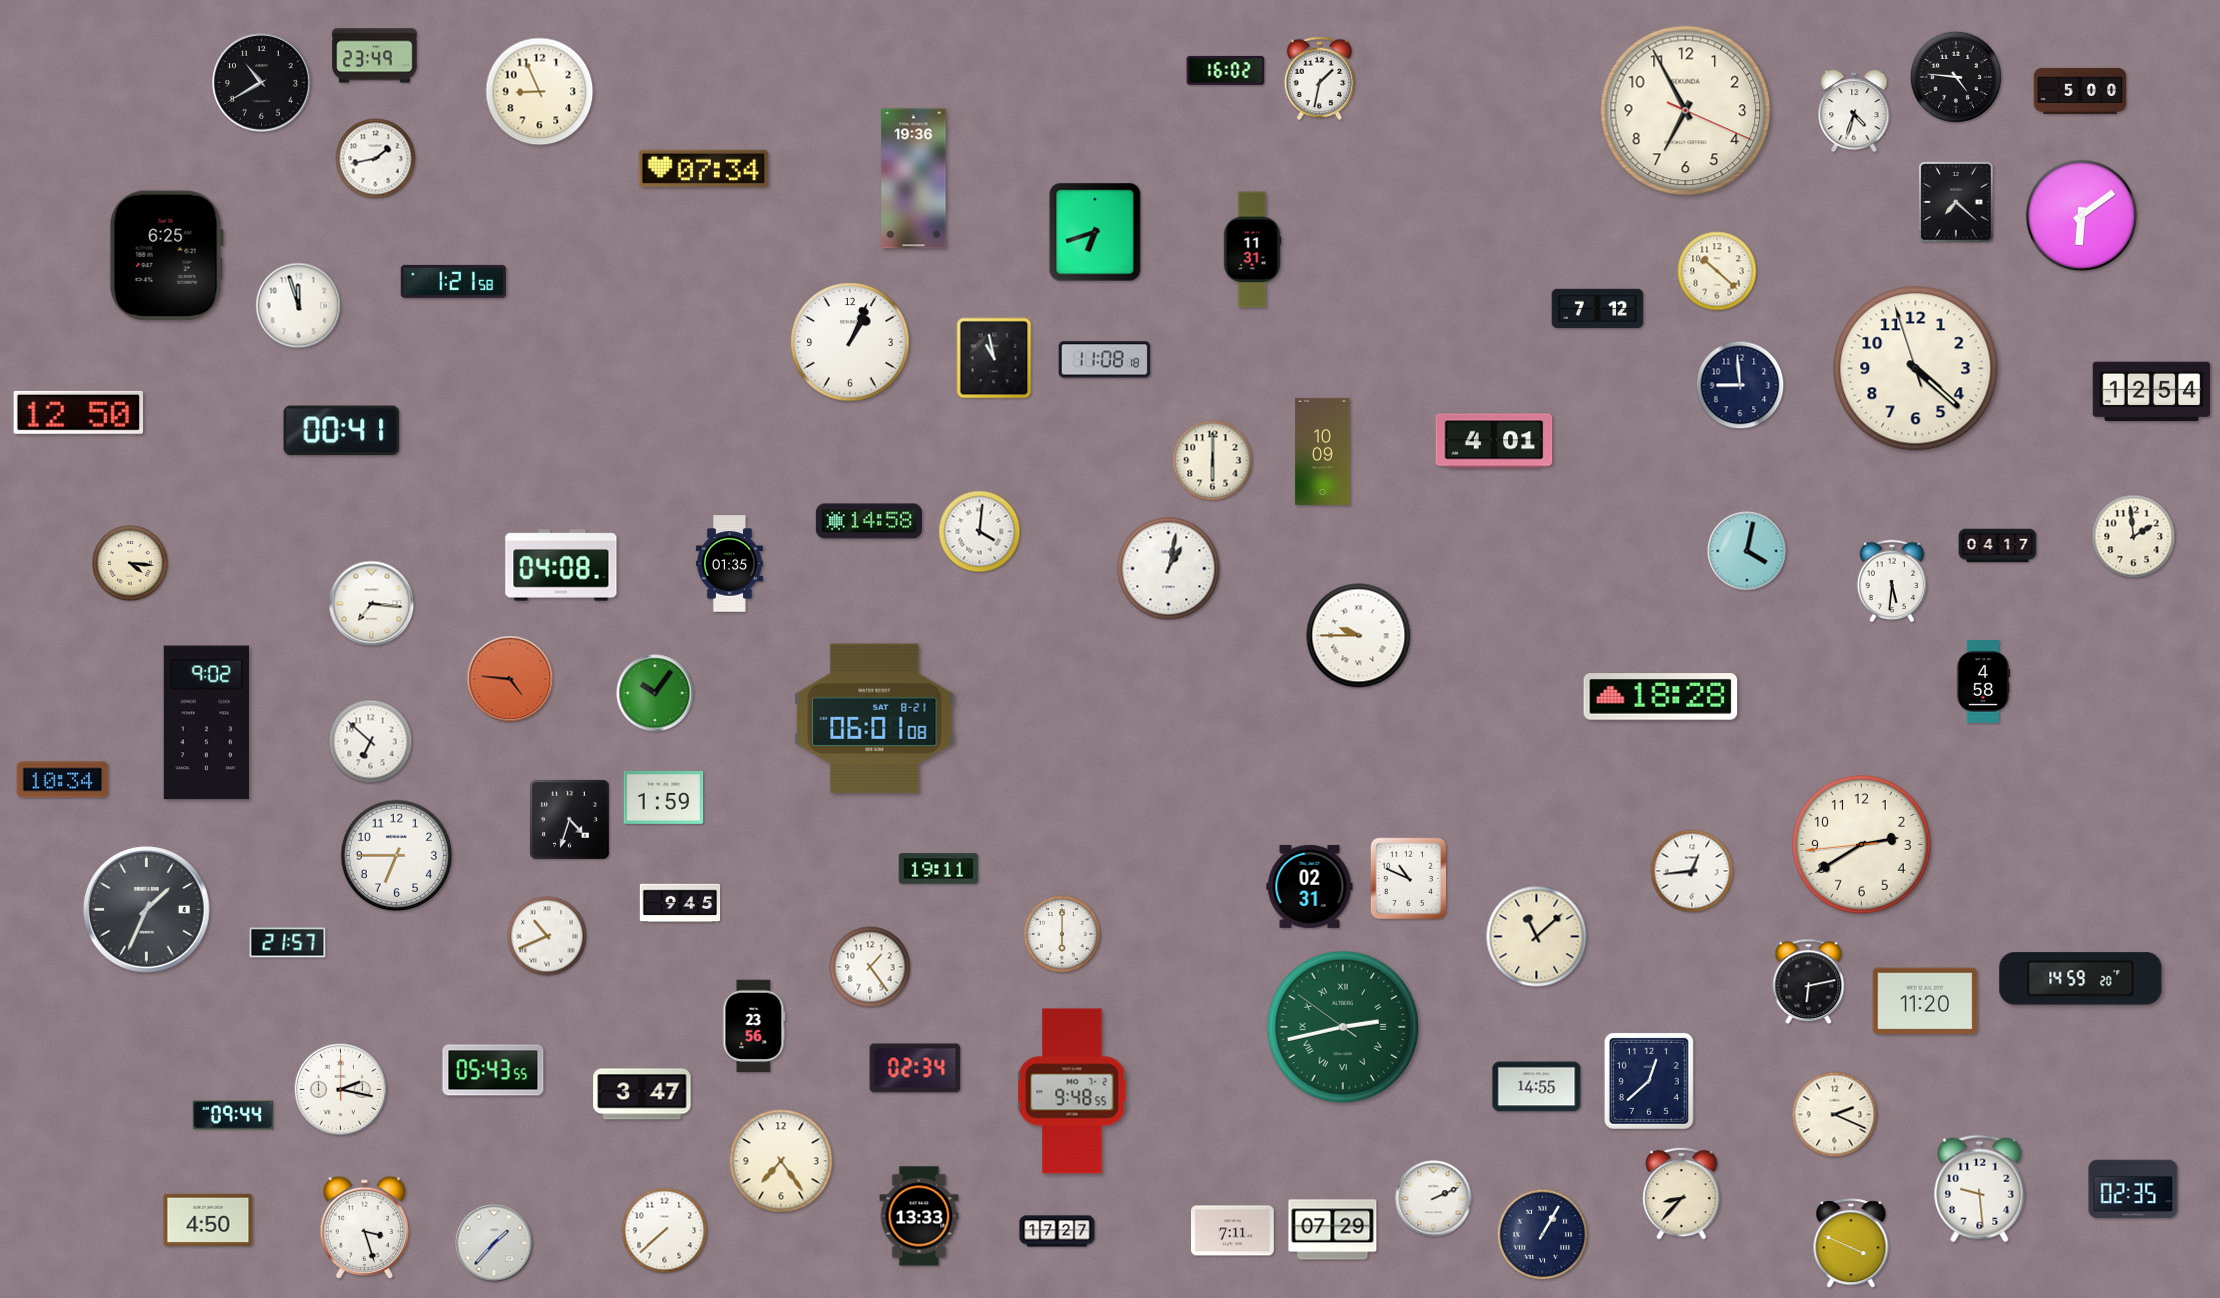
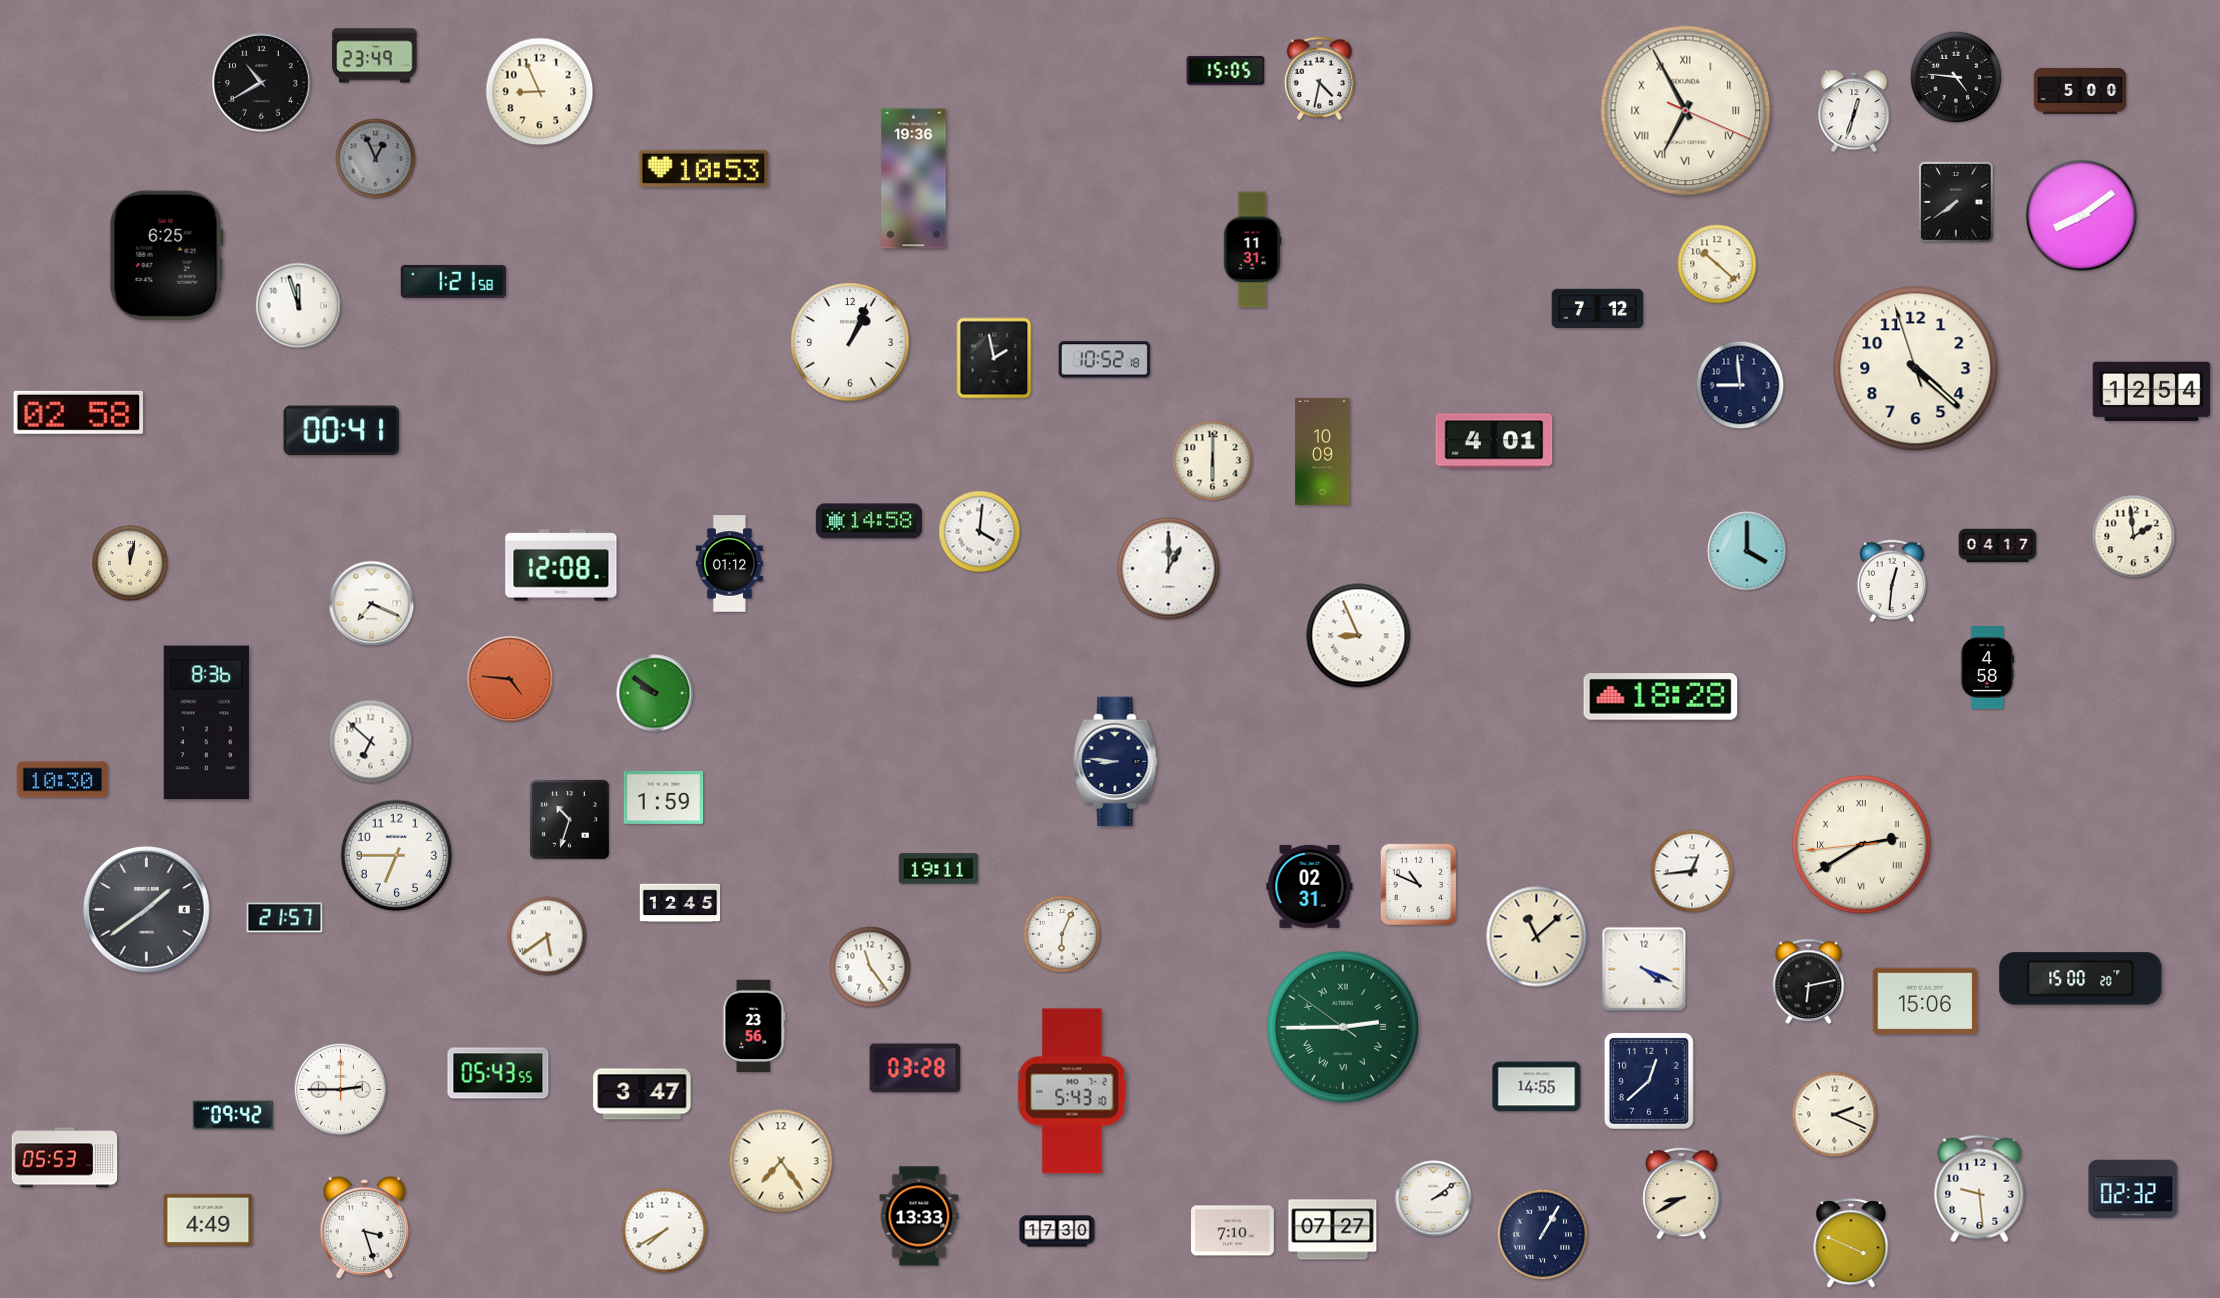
clock at (1226, 70): 16:02 -> 15:05
clock at (1320, 79): 1:32 -> 4:32
clock at (1686, 111) numerals: Arabic -> Roman
clock at (1854, 111): 4:33 -> 12:33
clock at (376, 159): 1:43 -> 12:56
clock at (376, 159) dial: white -> grey
clock at (704, 168): 07:34 -> 10:53
clock at (1956, 202): 7:22 -> 7:39
clock at (2082, 216): 6:09 -> 8:09
clock at (1095, 232): 6:42 -> none
clock at (1717, 271) position: (1717, 271) -> (1717, 264)
clock at (994, 358): 10:58 -> 1:58
clock at (1105, 360): 11:08 -> 10:52
clock at (79, 412): 12:50 -> 02:58
clock at (1747, 551): 4:02 -> 4:00
clock at (130, 563): 4:16 -> 12:02
clock at (729, 564): 01:35 -> 01:12
clock at (561, 565): 04:08 -> 12:08
clock at (1169, 569): 1:02 -> 1:00
clock at (1892, 581): 5:31 -> 12:31
clock at (372, 604): 7:16 -> 7:19
clock at (1359, 636): 9:45 -> 8:56
clock at (1983, 682) position: (1983, 682) -> (1987, 668)
clock at (655, 693): 10:06 -> 9:51
clock at (875, 719): 06:01 -> none
clock at (206, 723): 9:02 -> 8:36
clock at (1116, 762): none -> 8:46
clock at (63, 780): 10:34 -> 10:30
clock at (570, 820): 4:33 -> 10:33
clock at (1862, 845) numerals: Arabic -> Roman
clock at (1409, 879) position: (1409, 879) -> (1419, 885)
clock at (680, 903): 9:45 -> 12:45
clock at (147, 910): 1:34 -> 1:39
clock at (1062, 934): 6:00 -> 6:04
clock at (547, 936): 10:41 -> 5:39
clock at (288, 943) position: (288, 943) -> (285, 918)
clock at (870, 967): 1:24 -> 11:24
clock at (1644, 969): none -> 4:19
clock at (2081, 979): 14:59 -> 15:00
clock at (1925, 1001): 11:20 -> 15:06
clock at (1343, 1027): 2:42 -> 2:44
clock at (915, 1068): 02:34 -> 03:28
clock at (493, 1070) position: (493, 1070) -> (498, 1073)
clock at (340, 1089): 2:17 -> 2:45
clock at (1072, 1091): 9:48 -> 5:43
clock at (233, 1115): 09:44 -> 09:42
clock at (65, 1158): none -> 05:53
clock at (2133, 1189): 02:35 -> 02:32
clock at (1682, 1193): 8:37 -> 8:40
clock at (1434, 1199): 2:11 -> 2:09
clock at (208, 1220): 4:50 -> 4:49
clock at (1333, 1230): 07:29 -> 07:27
clock at (665, 1231): 7:38 -> 7:40
clock at (1057, 1231): 17:27 -> 17:30
clock at (1233, 1231): 7:11 -> 7:10
clock at (494, 1243): 1:37 -> none
